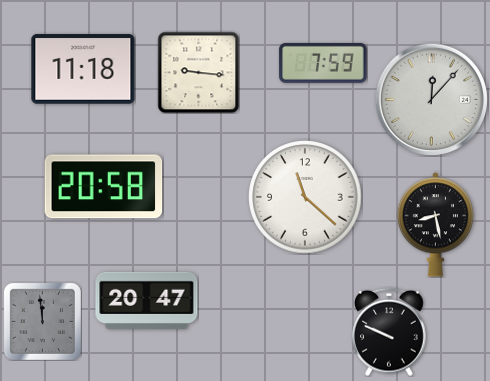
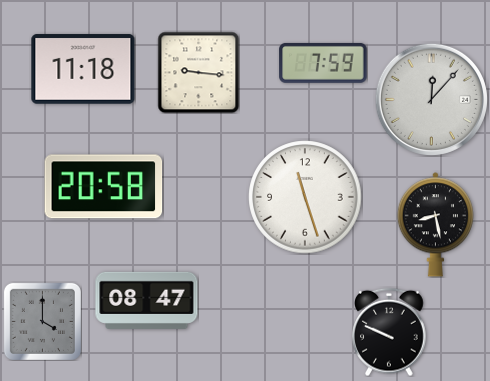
clock at (305, 197): 11:22 -> 11:27
clock at (147, 300): 20:47 -> 08:47
clock at (42, 321): 11:59 -> 4:00
